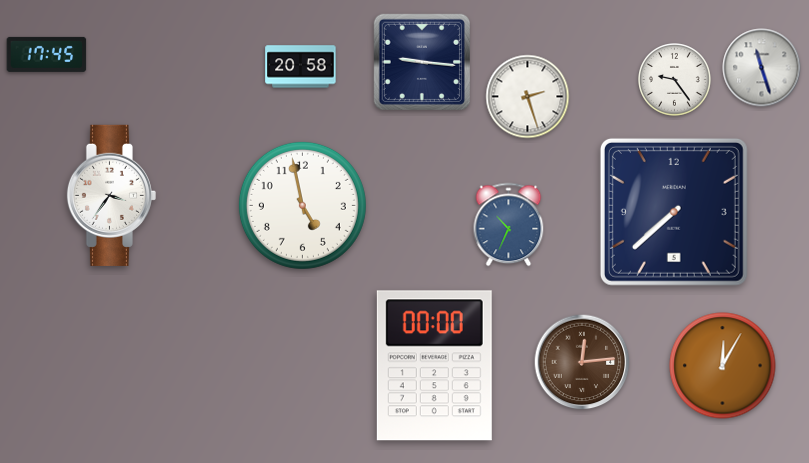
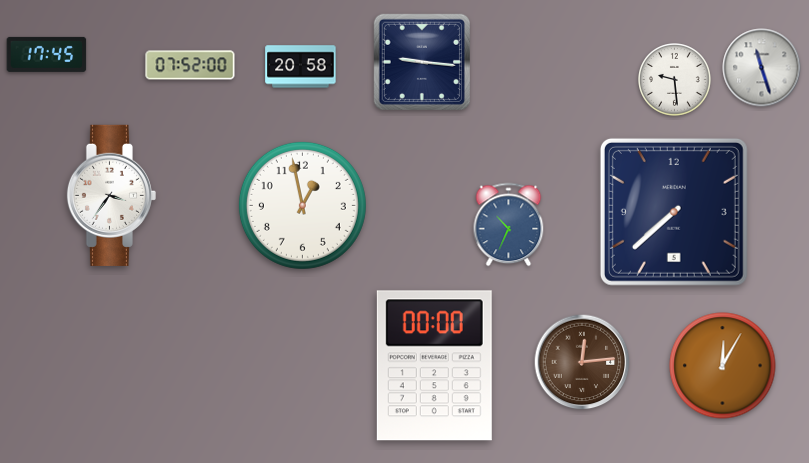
clock at (190, 65): none -> 07:52
clock at (675, 80): 9:24 -> 9:29
clock at (528, 97): 2:27 -> none
clock at (302, 205): 4:58 -> 12:58
